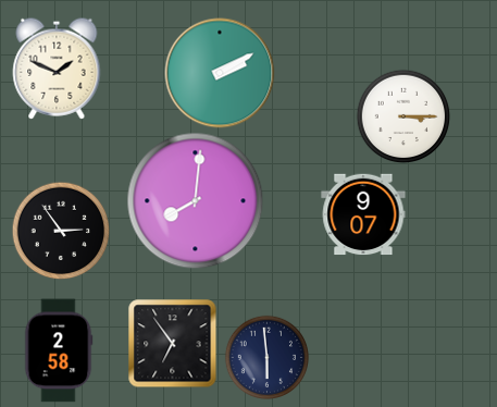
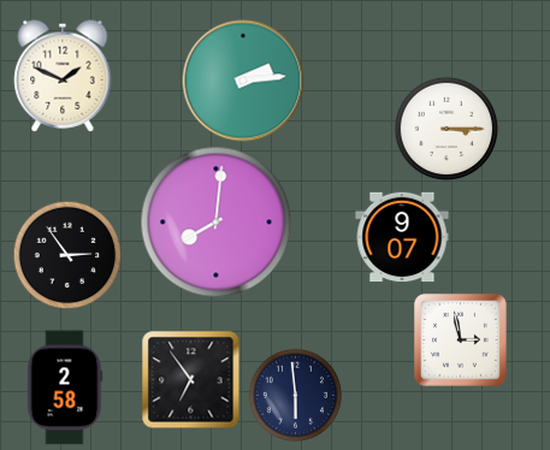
clock at (220, 73): 2:10 -> 2:14
clock at (460, 339): none -> 2:58
